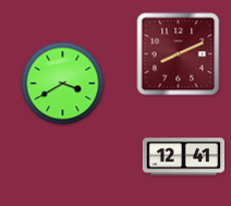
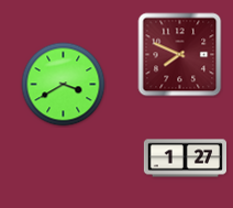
clock at (179, 54): 8:11 -> 7:49
clock at (183, 157): 12:41 -> 1:27
